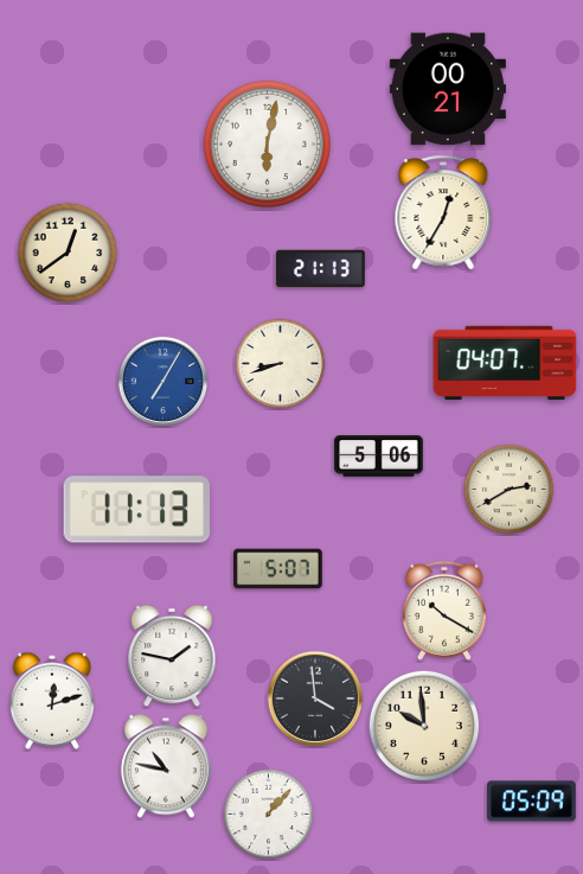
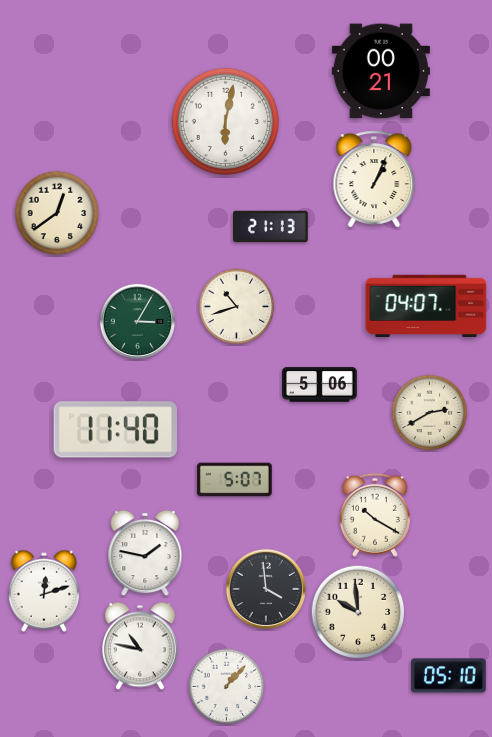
clock at (448, 89) position: (448, 89) -> (381, 71)
clock at (443, 212): 12:35 -> 1:04
clock at (281, 364): 8:42 -> 10:42
clock at (162, 381): 7:05 -> 3:05
clock at (162, 381) dial: blue -> green
clock at (137, 510): 11:13 -> 11:40
clock at (532, 802): 05:09 -> 05:10
